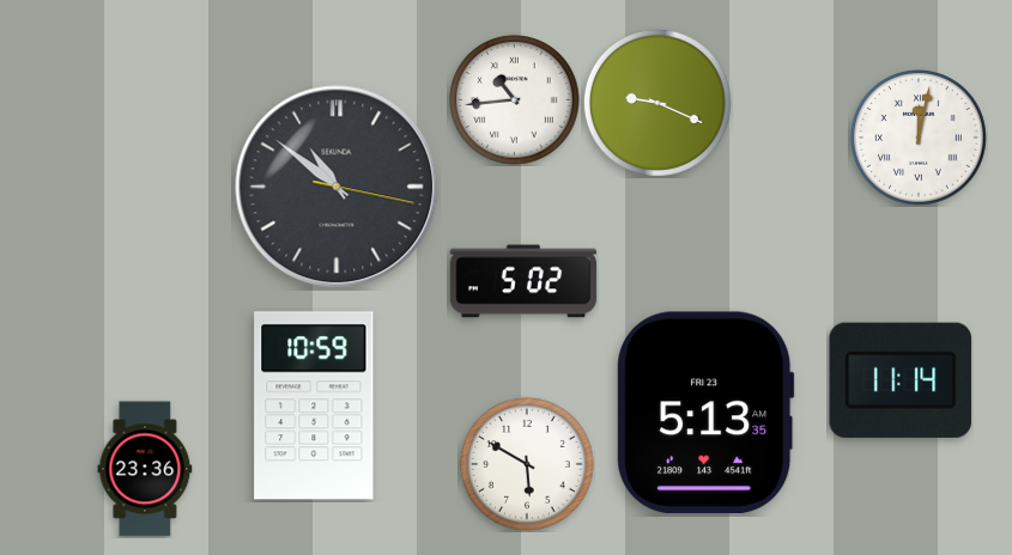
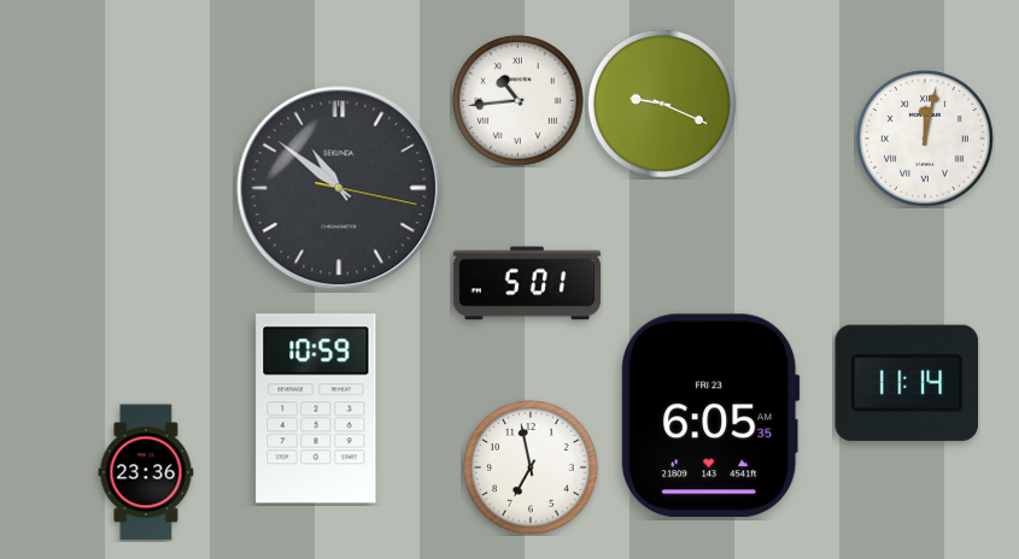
clock at (523, 281): 5:02 -> 5:01
clock at (705, 413): 5:13 -> 6:05
clock at (527, 464): 5:50 -> 6:58
